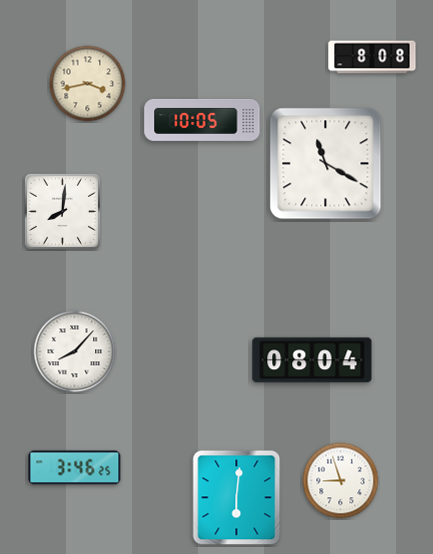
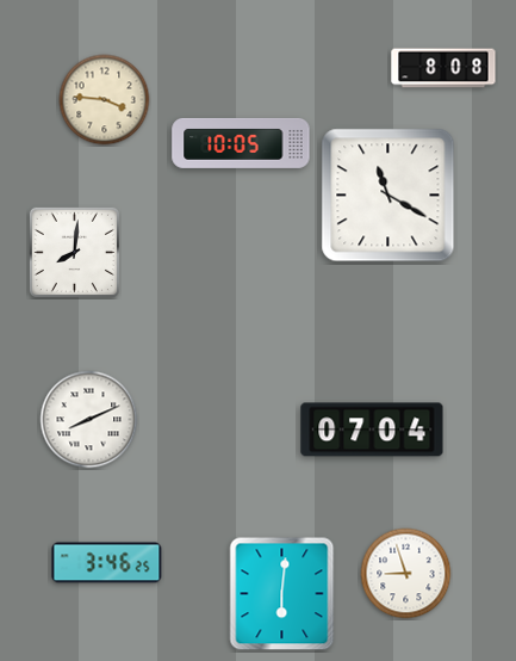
clock at (88, 84): 3:43 -> 3:46
clock at (75, 352): 8:07 -> 8:11
clock at (312, 360): 08:04 -> 07:04
clock at (75, 468) position: (75, 468) -> (107, 563)
